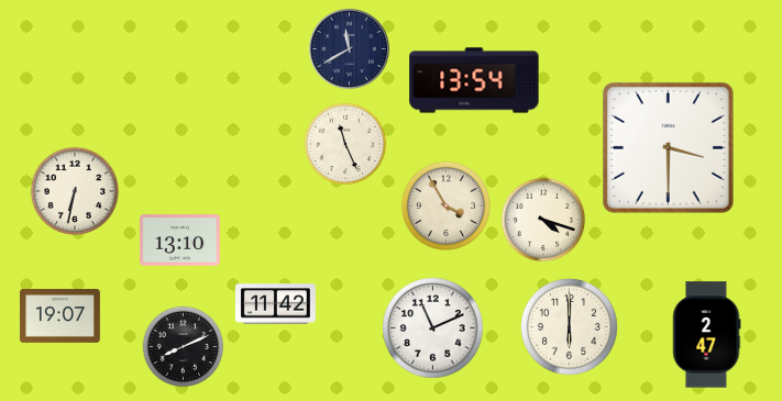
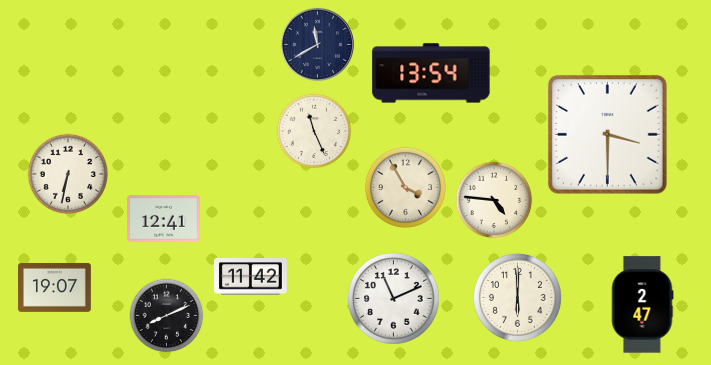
clock at (543, 220): 4:18 -> 4:46
clock at (180, 241): 13:10 -> 12:41
